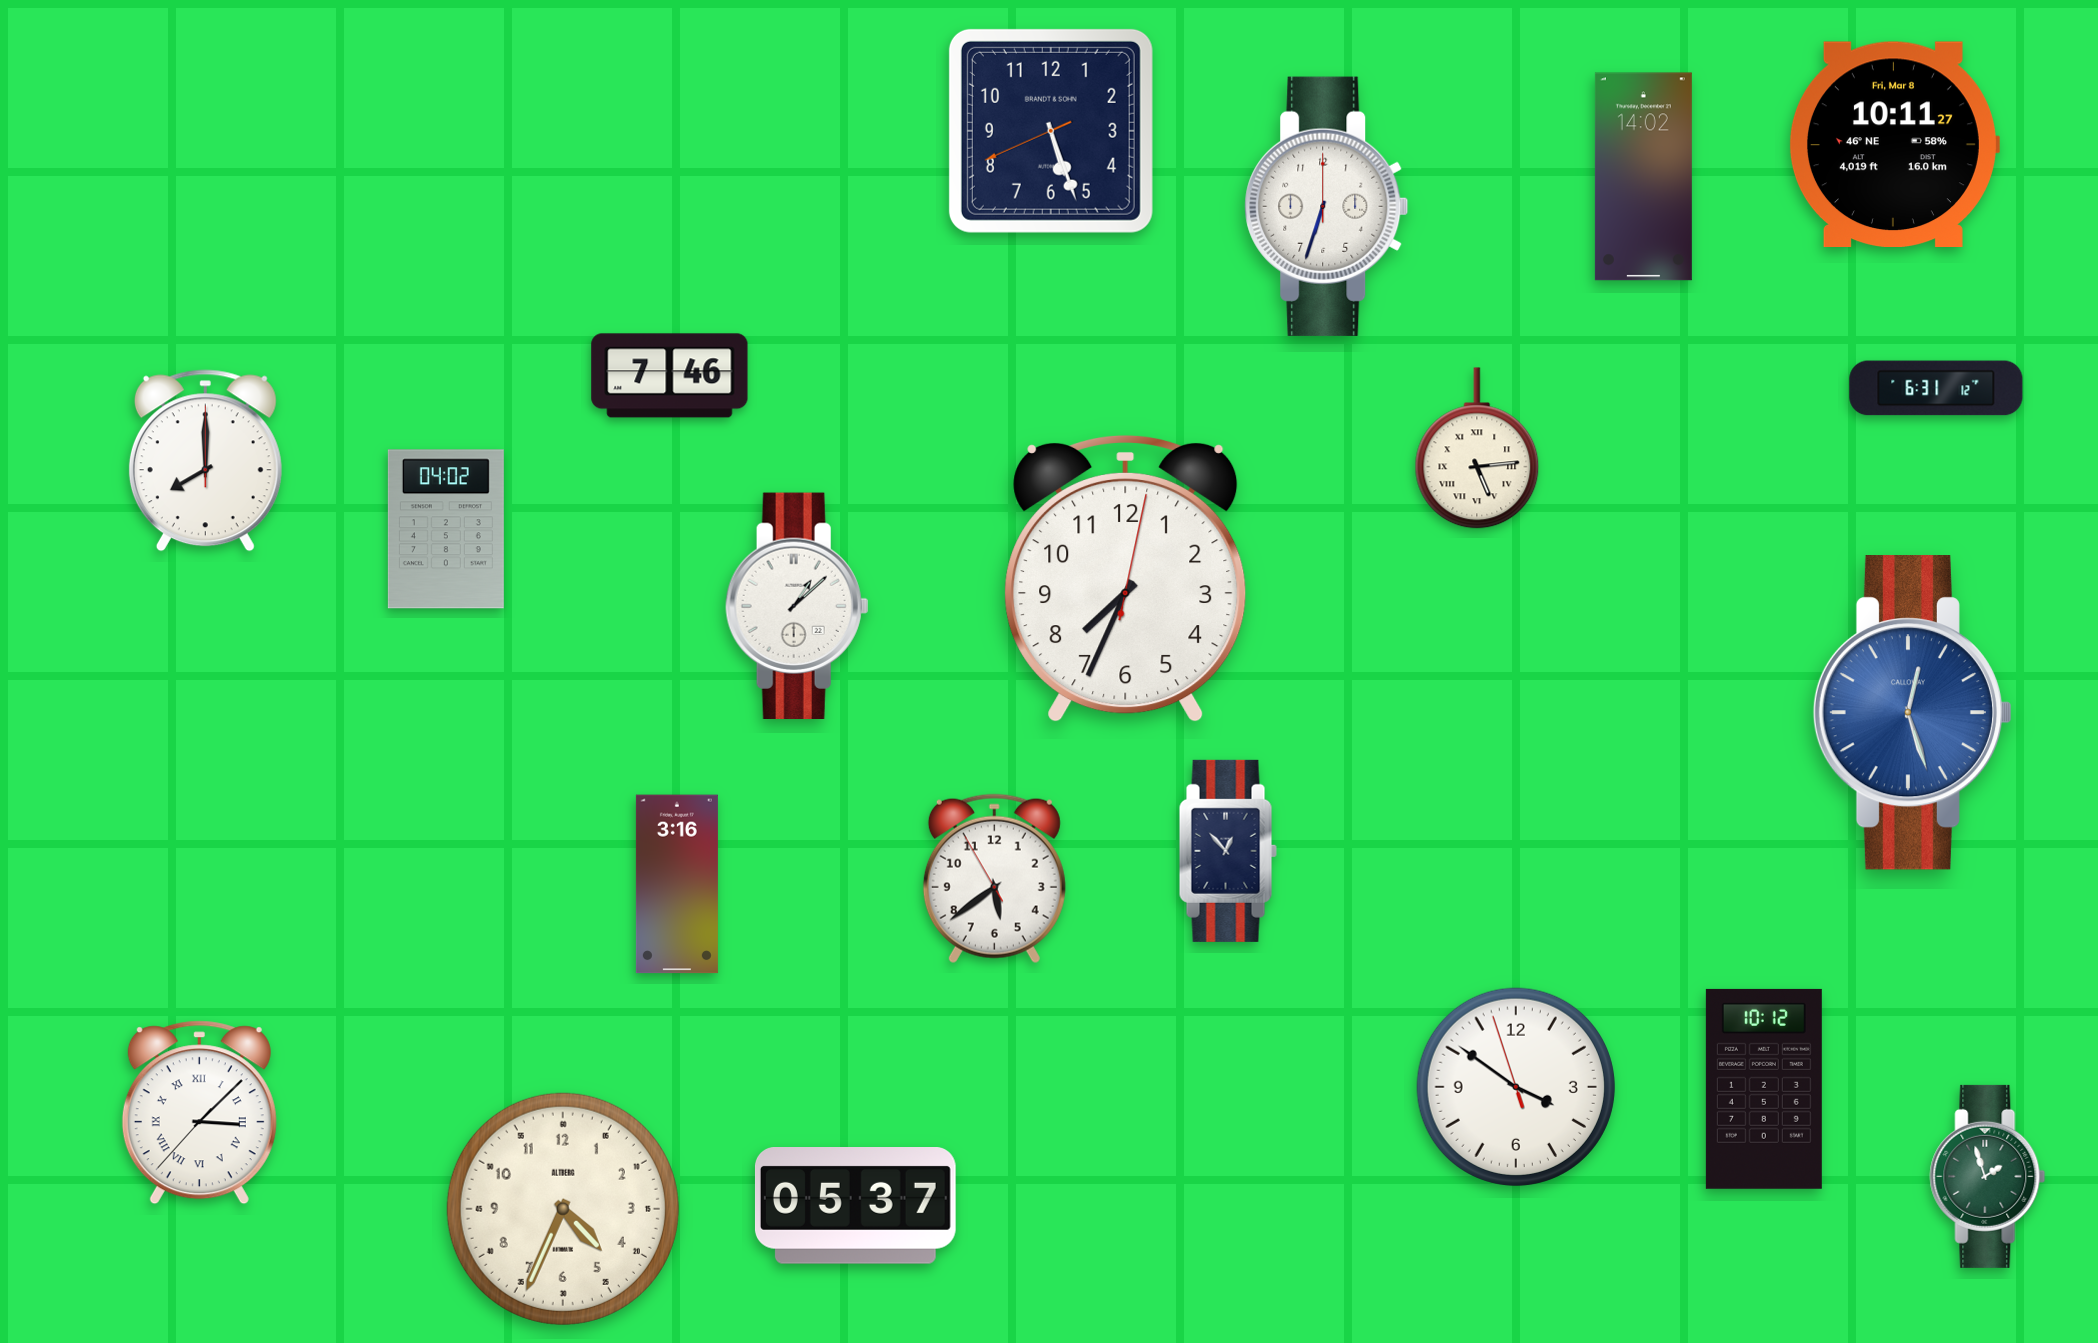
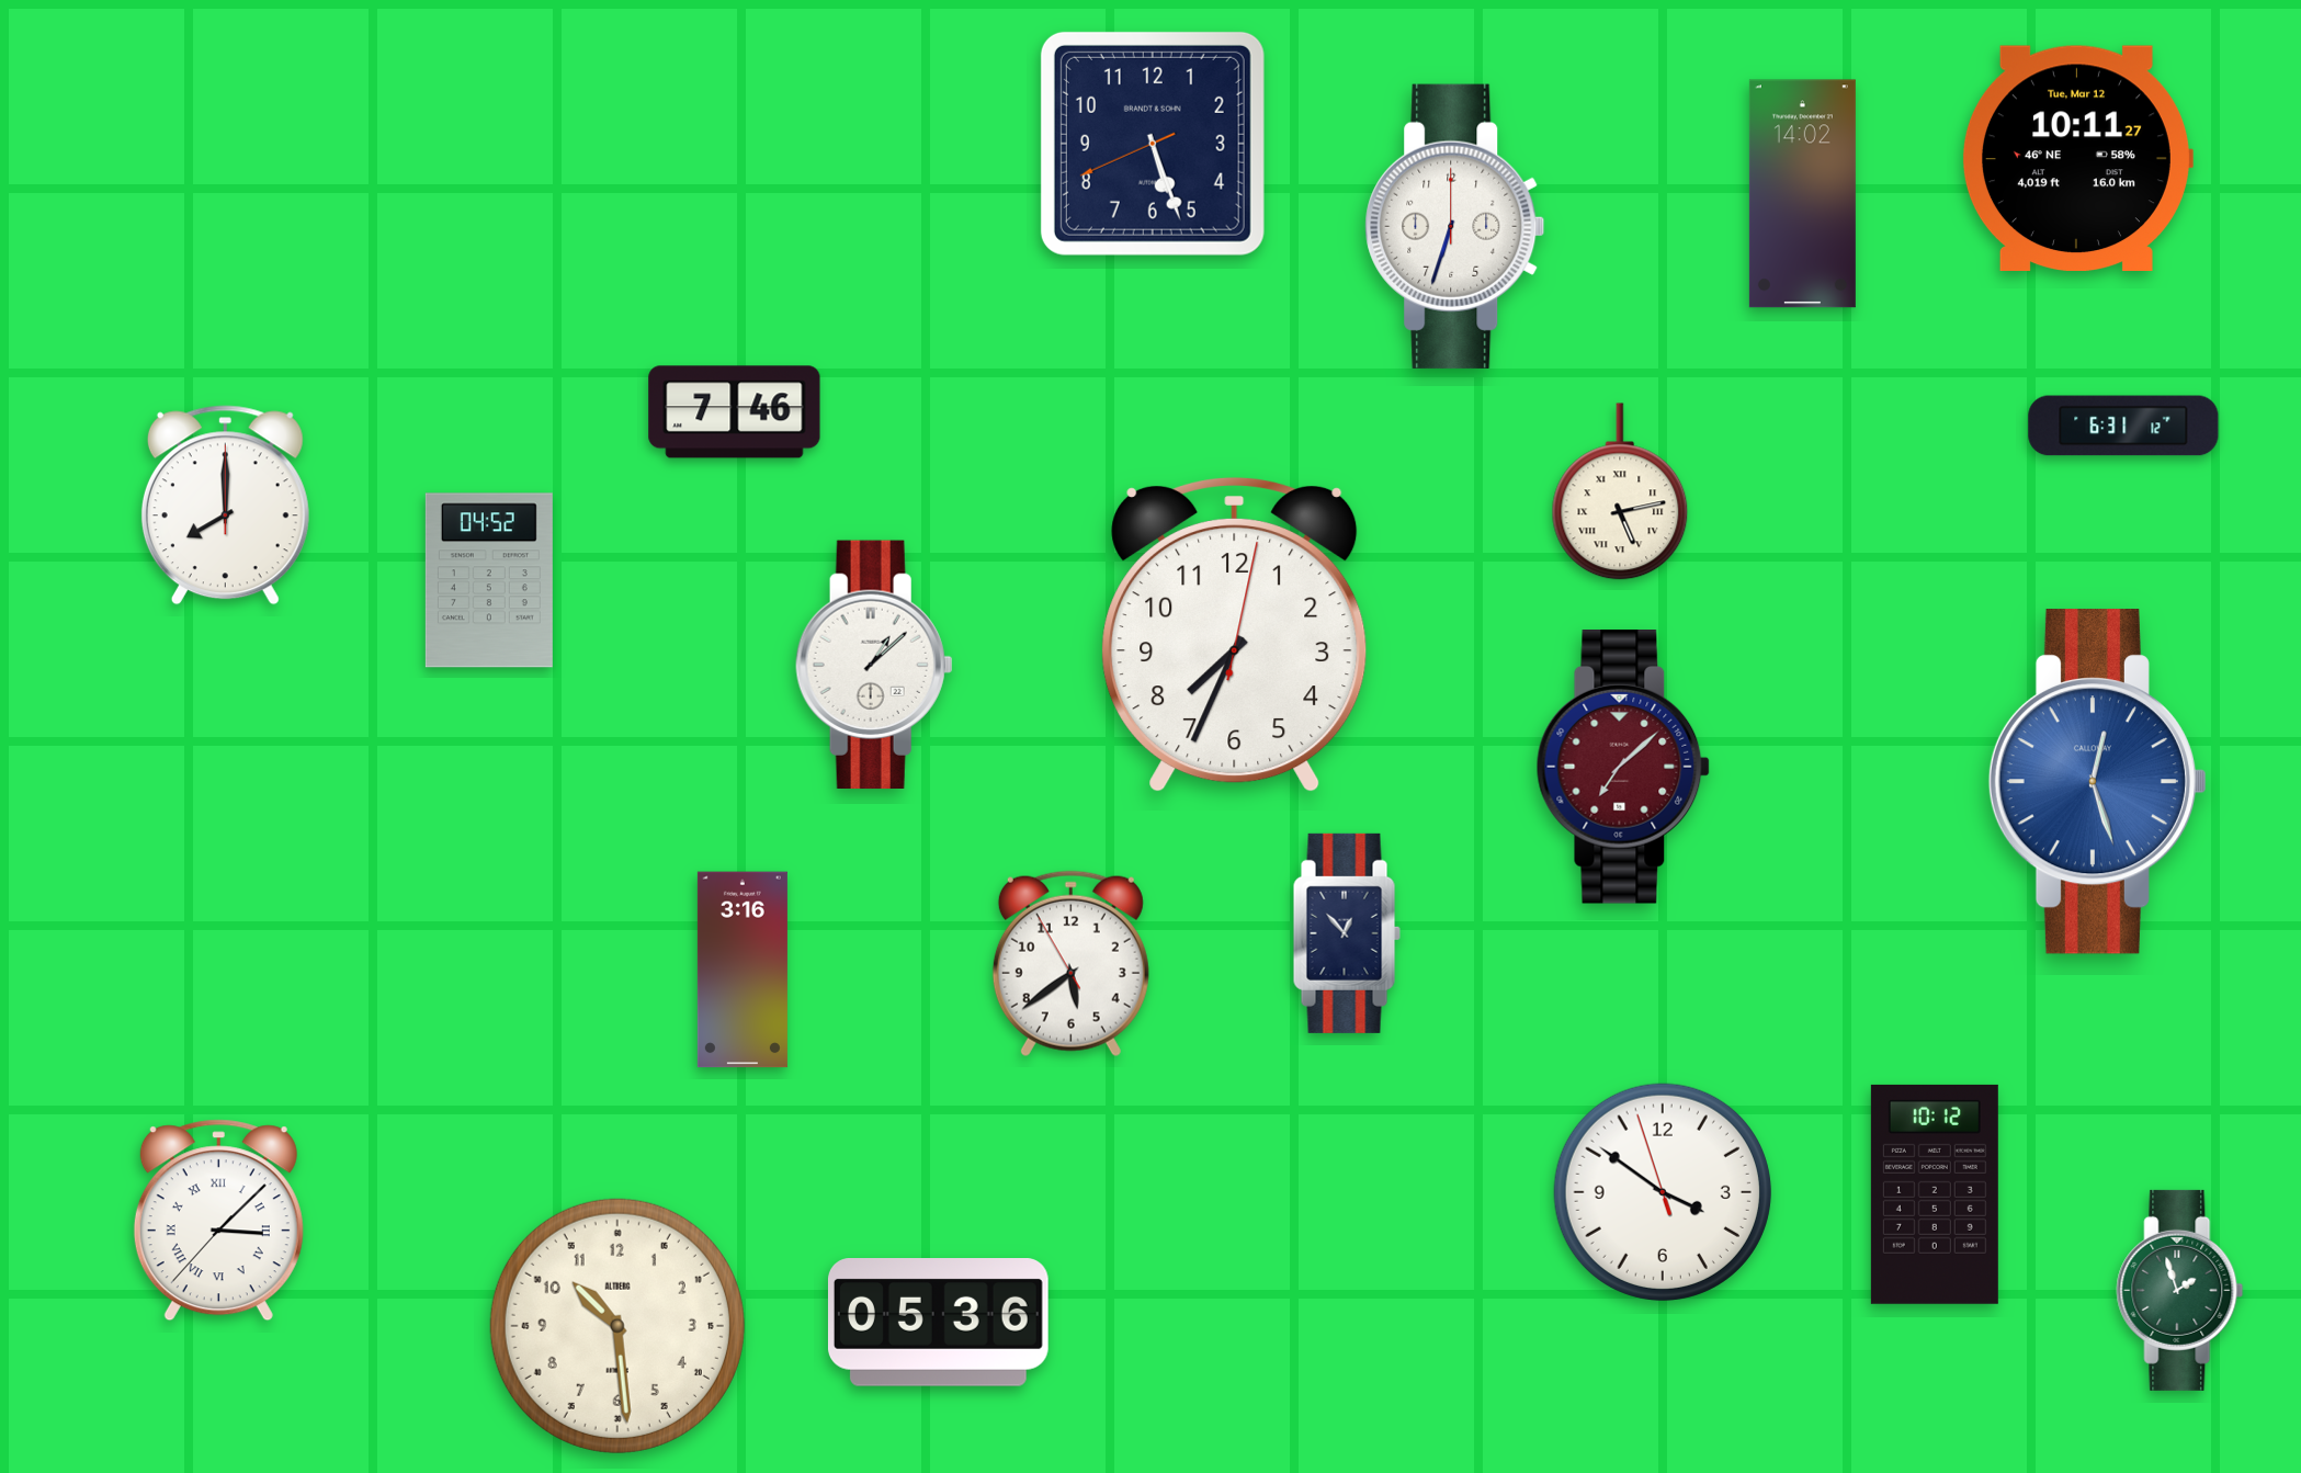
clock at (1894, 144) date: Fri, Mar 8 -> Tue, Mar 12
clock at (1477, 448): 5:14 -> 5:13
clock at (446, 529): 04:02 -> 04:52
clock at (1623, 768): none -> 7:08
clock at (994, 879) position: (994, 879) -> (1070, 964)
clock at (855, 1206): 05:37 -> 05:36
clock at (563, 1209): 4:34 -> 10:29
